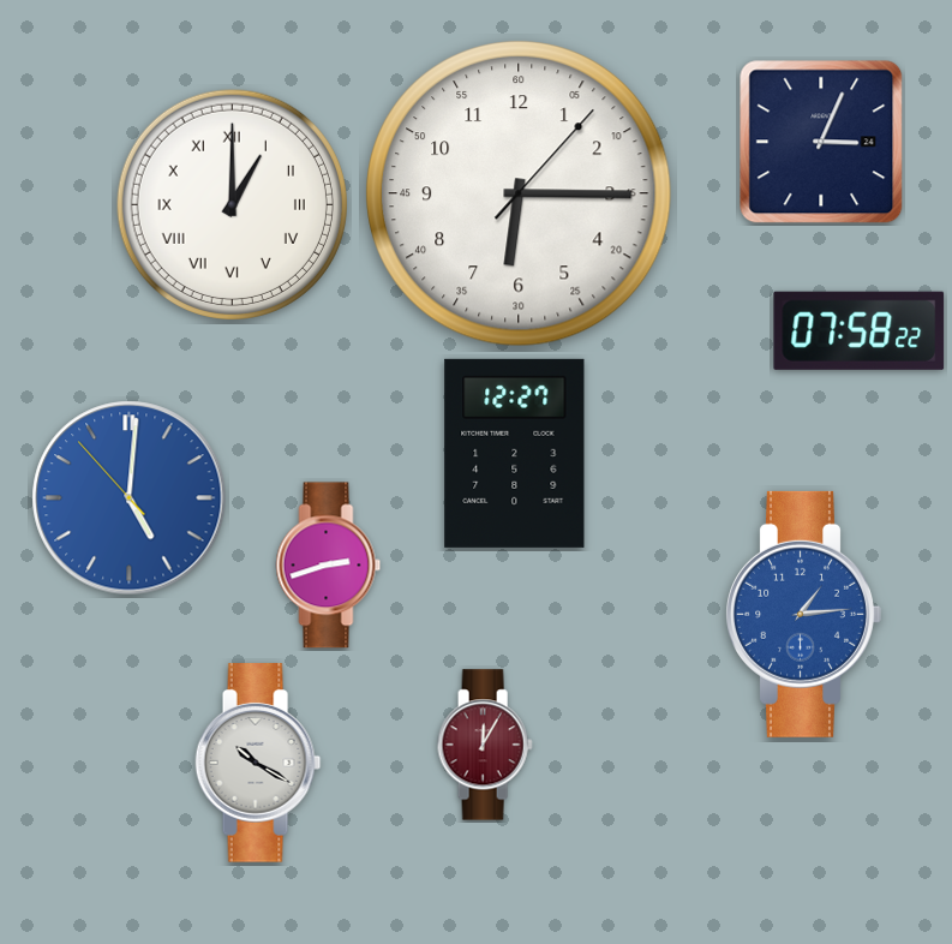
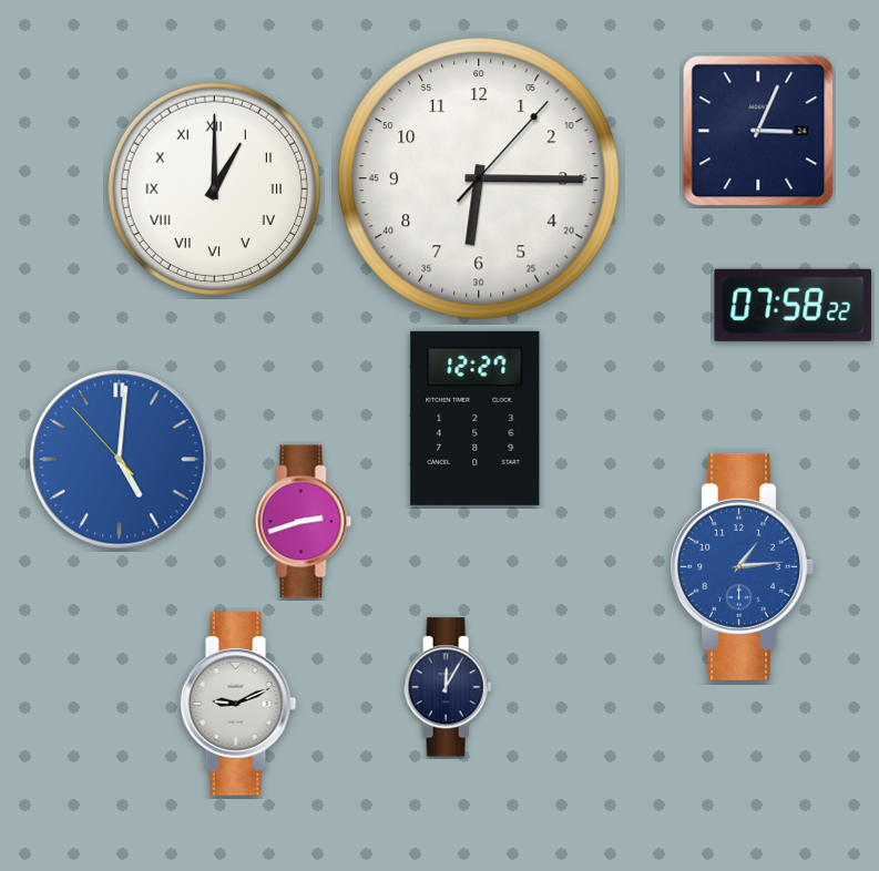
clock at (485, 745) dial: burgundy -> navy
clock at (258, 763): 10:20 -> 9:11
